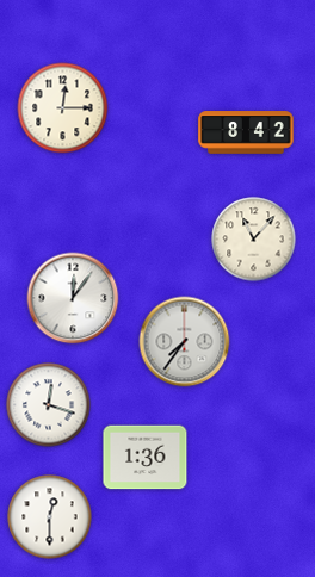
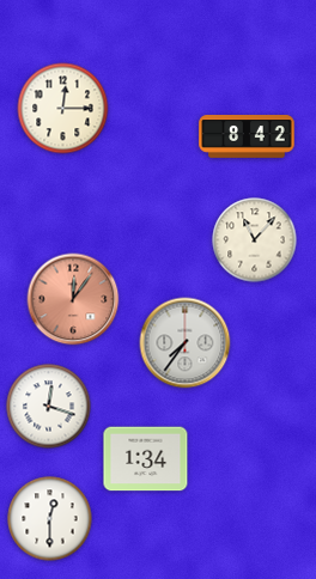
clock at (246, 132) position: (246, 132) -> (247, 136)
clock at (73, 298) dial: white -> salmon
clock at (146, 458): 1:36 -> 1:34
